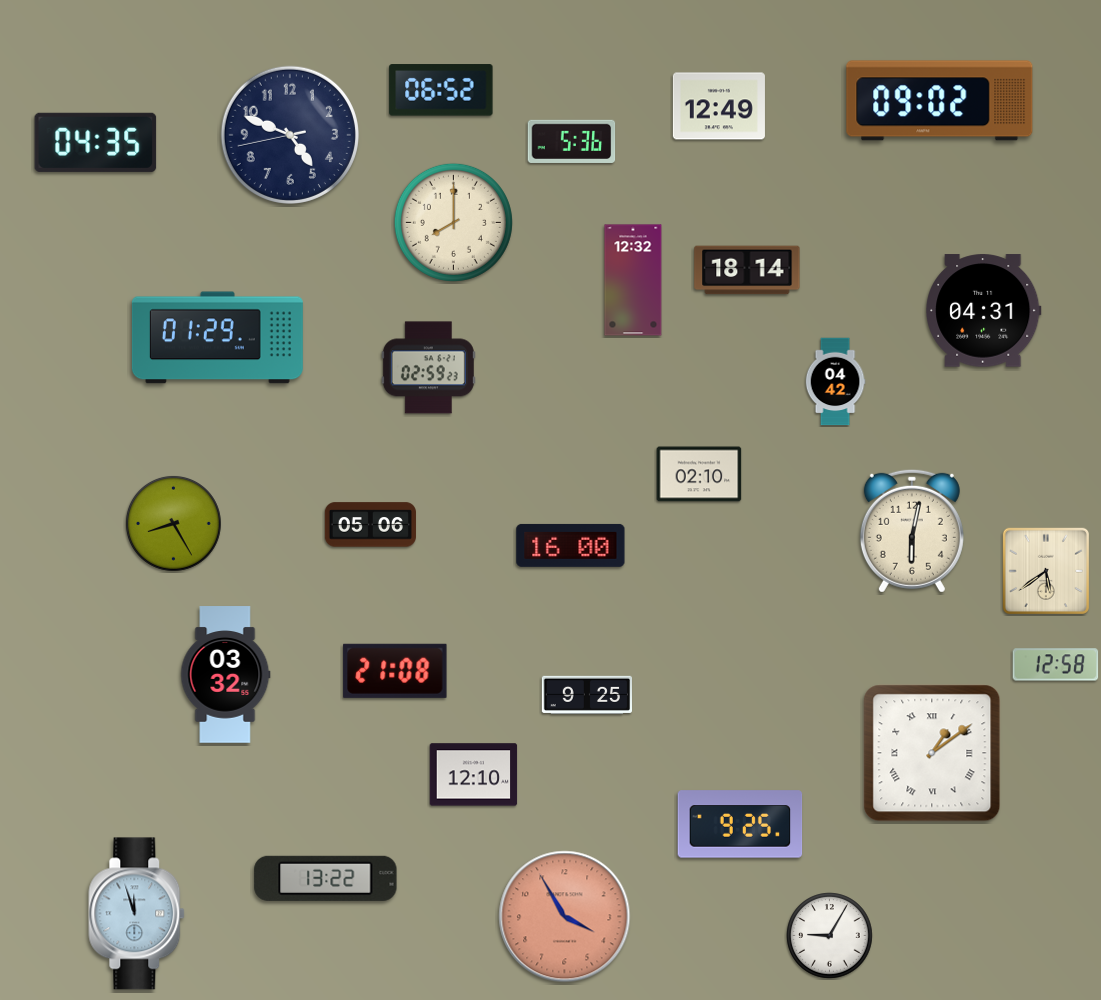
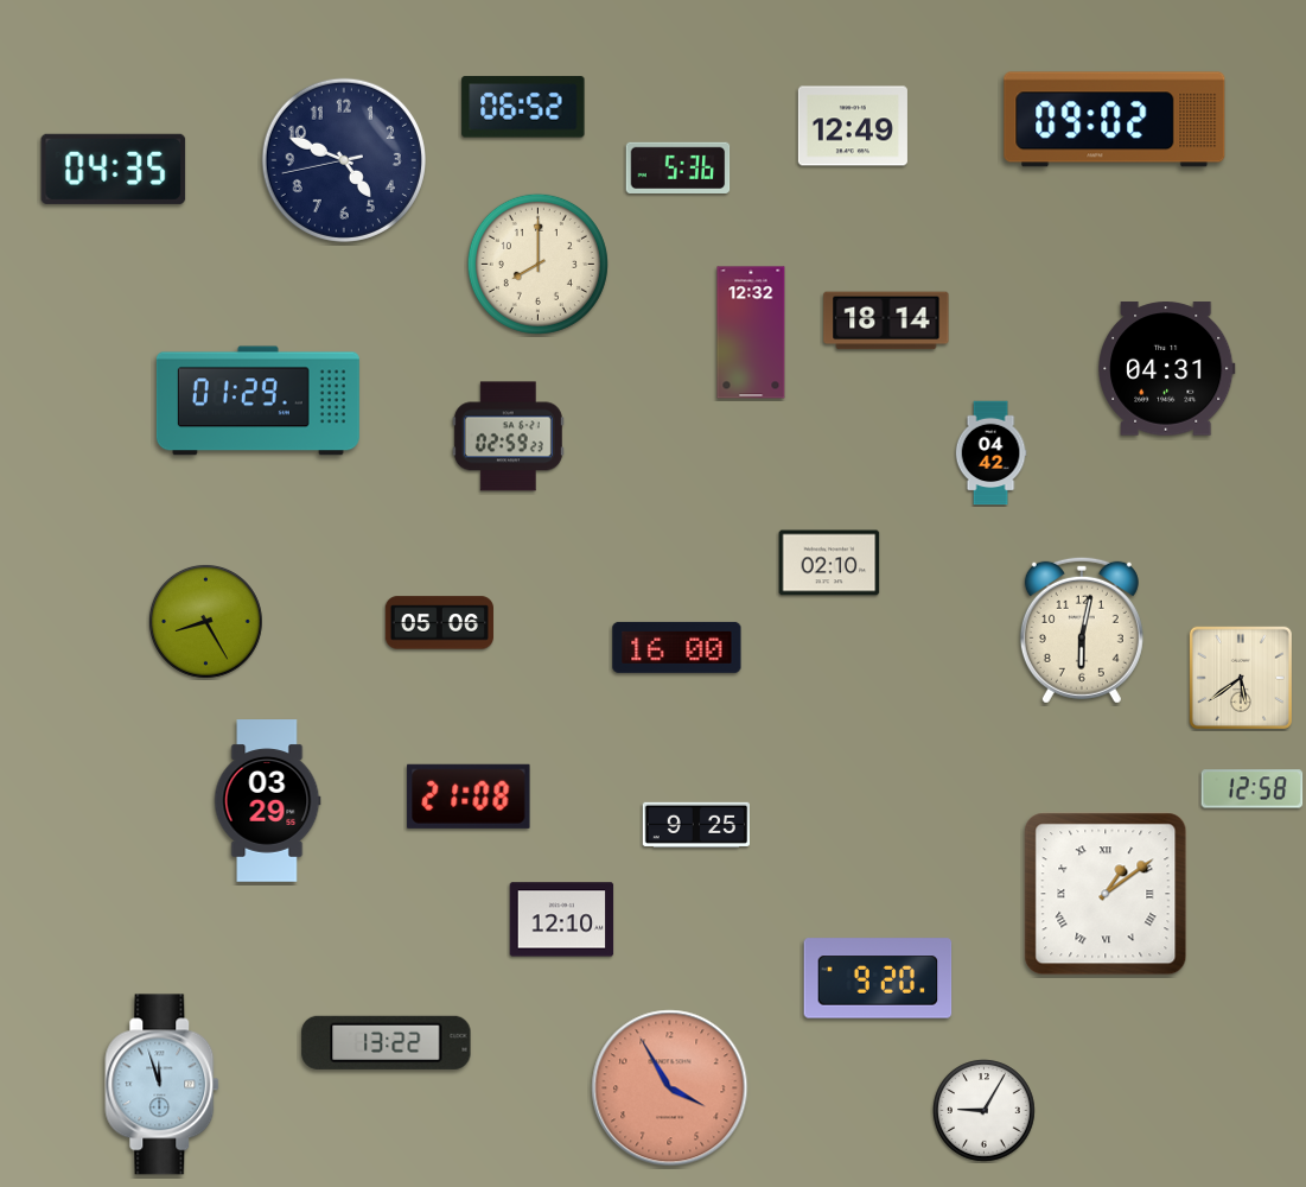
clock at (226, 675): 03:32 -> 03:29
clock at (740, 824): 9:25 -> 9:20
